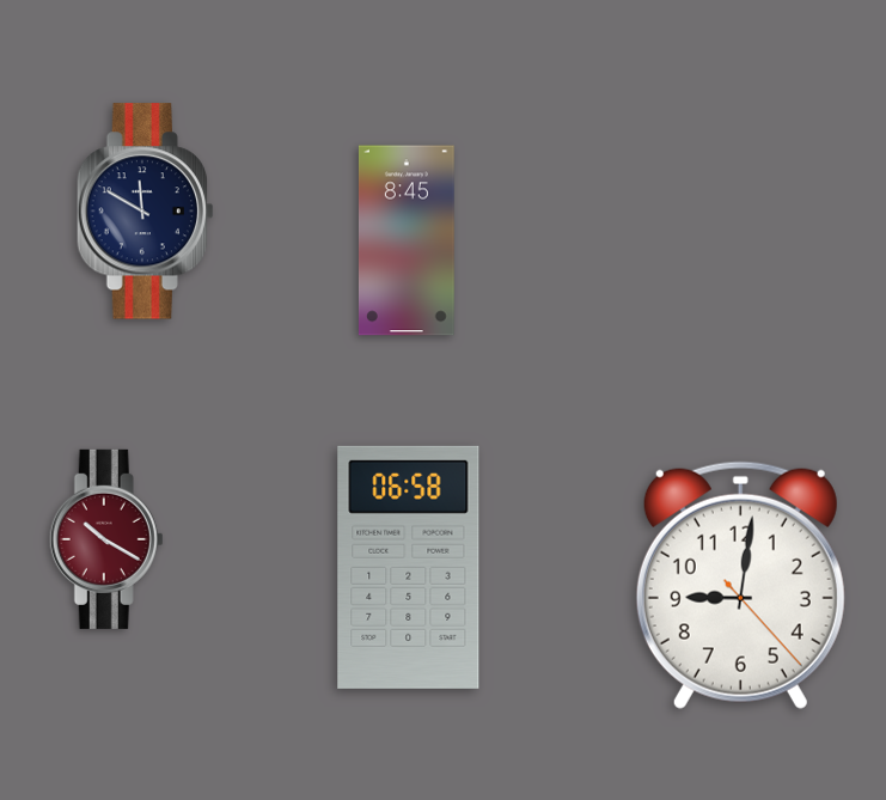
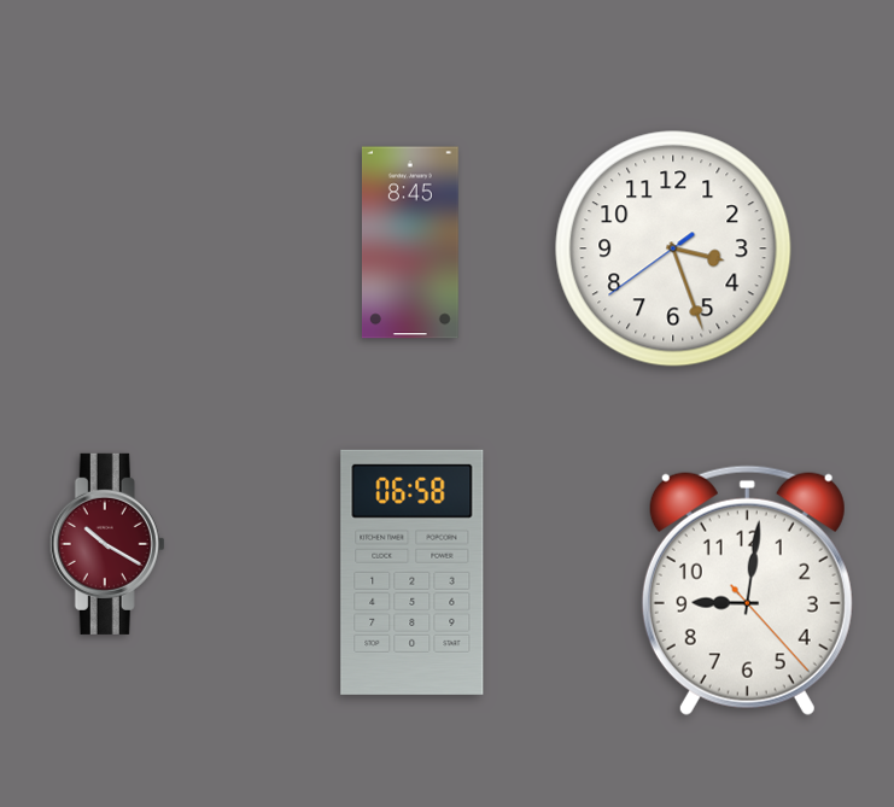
clock at (145, 212): 11:50 -> none
clock at (673, 248): none -> 3:26
